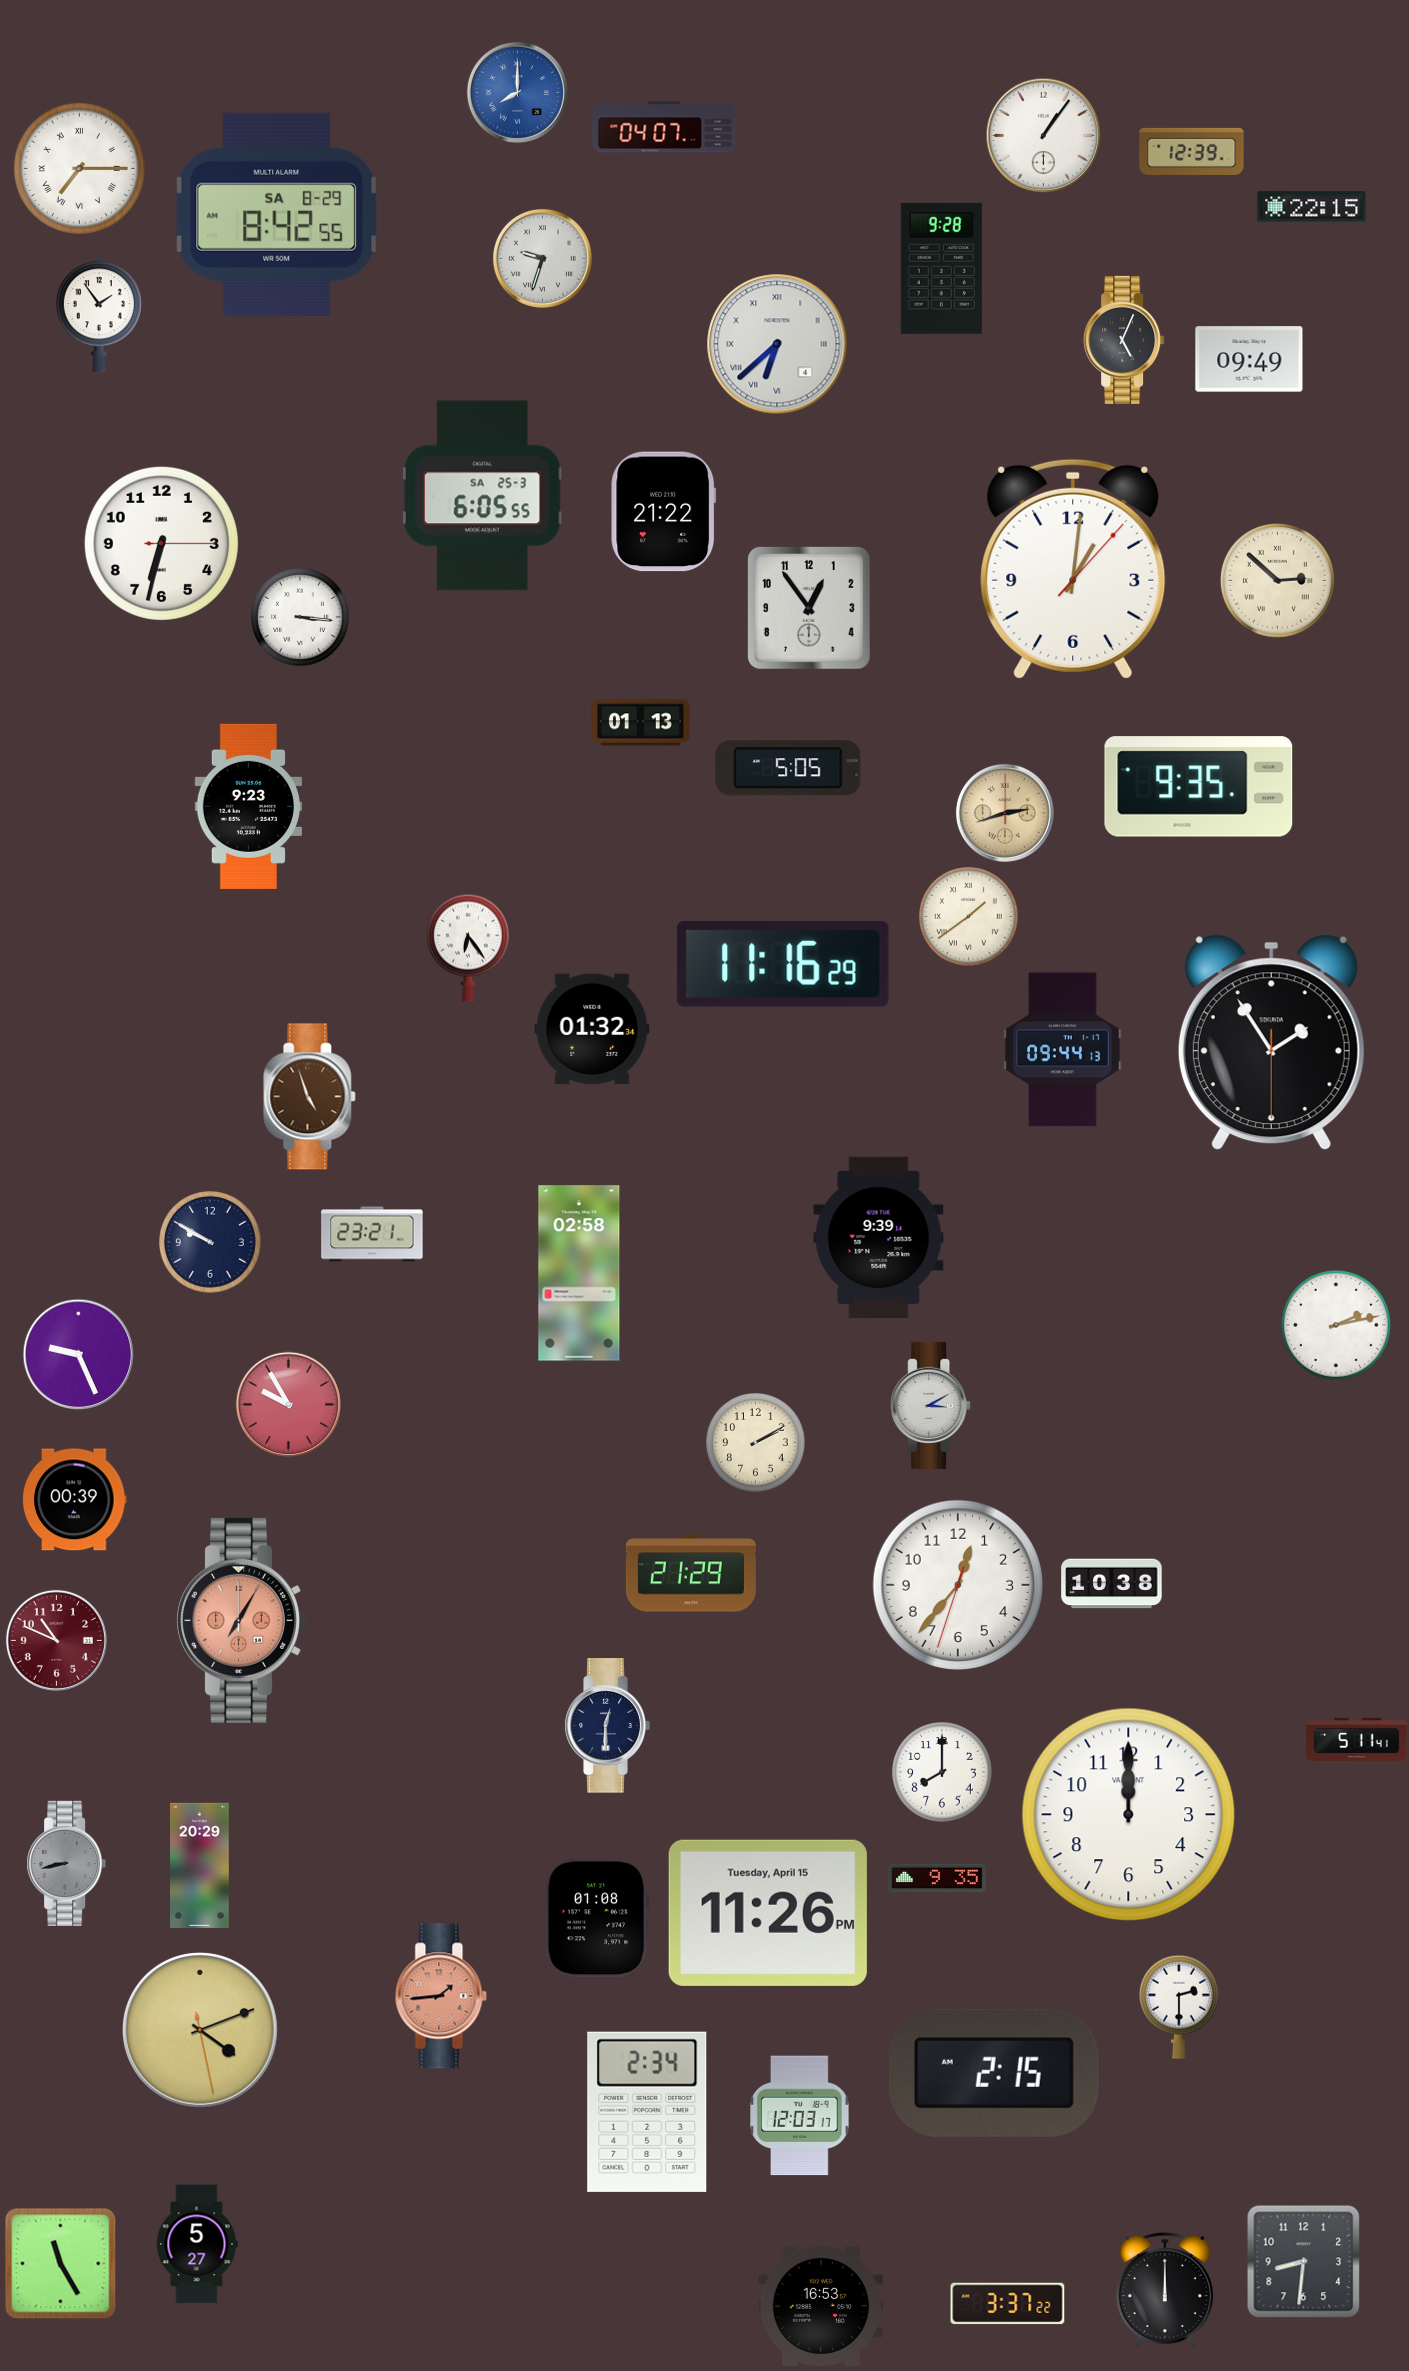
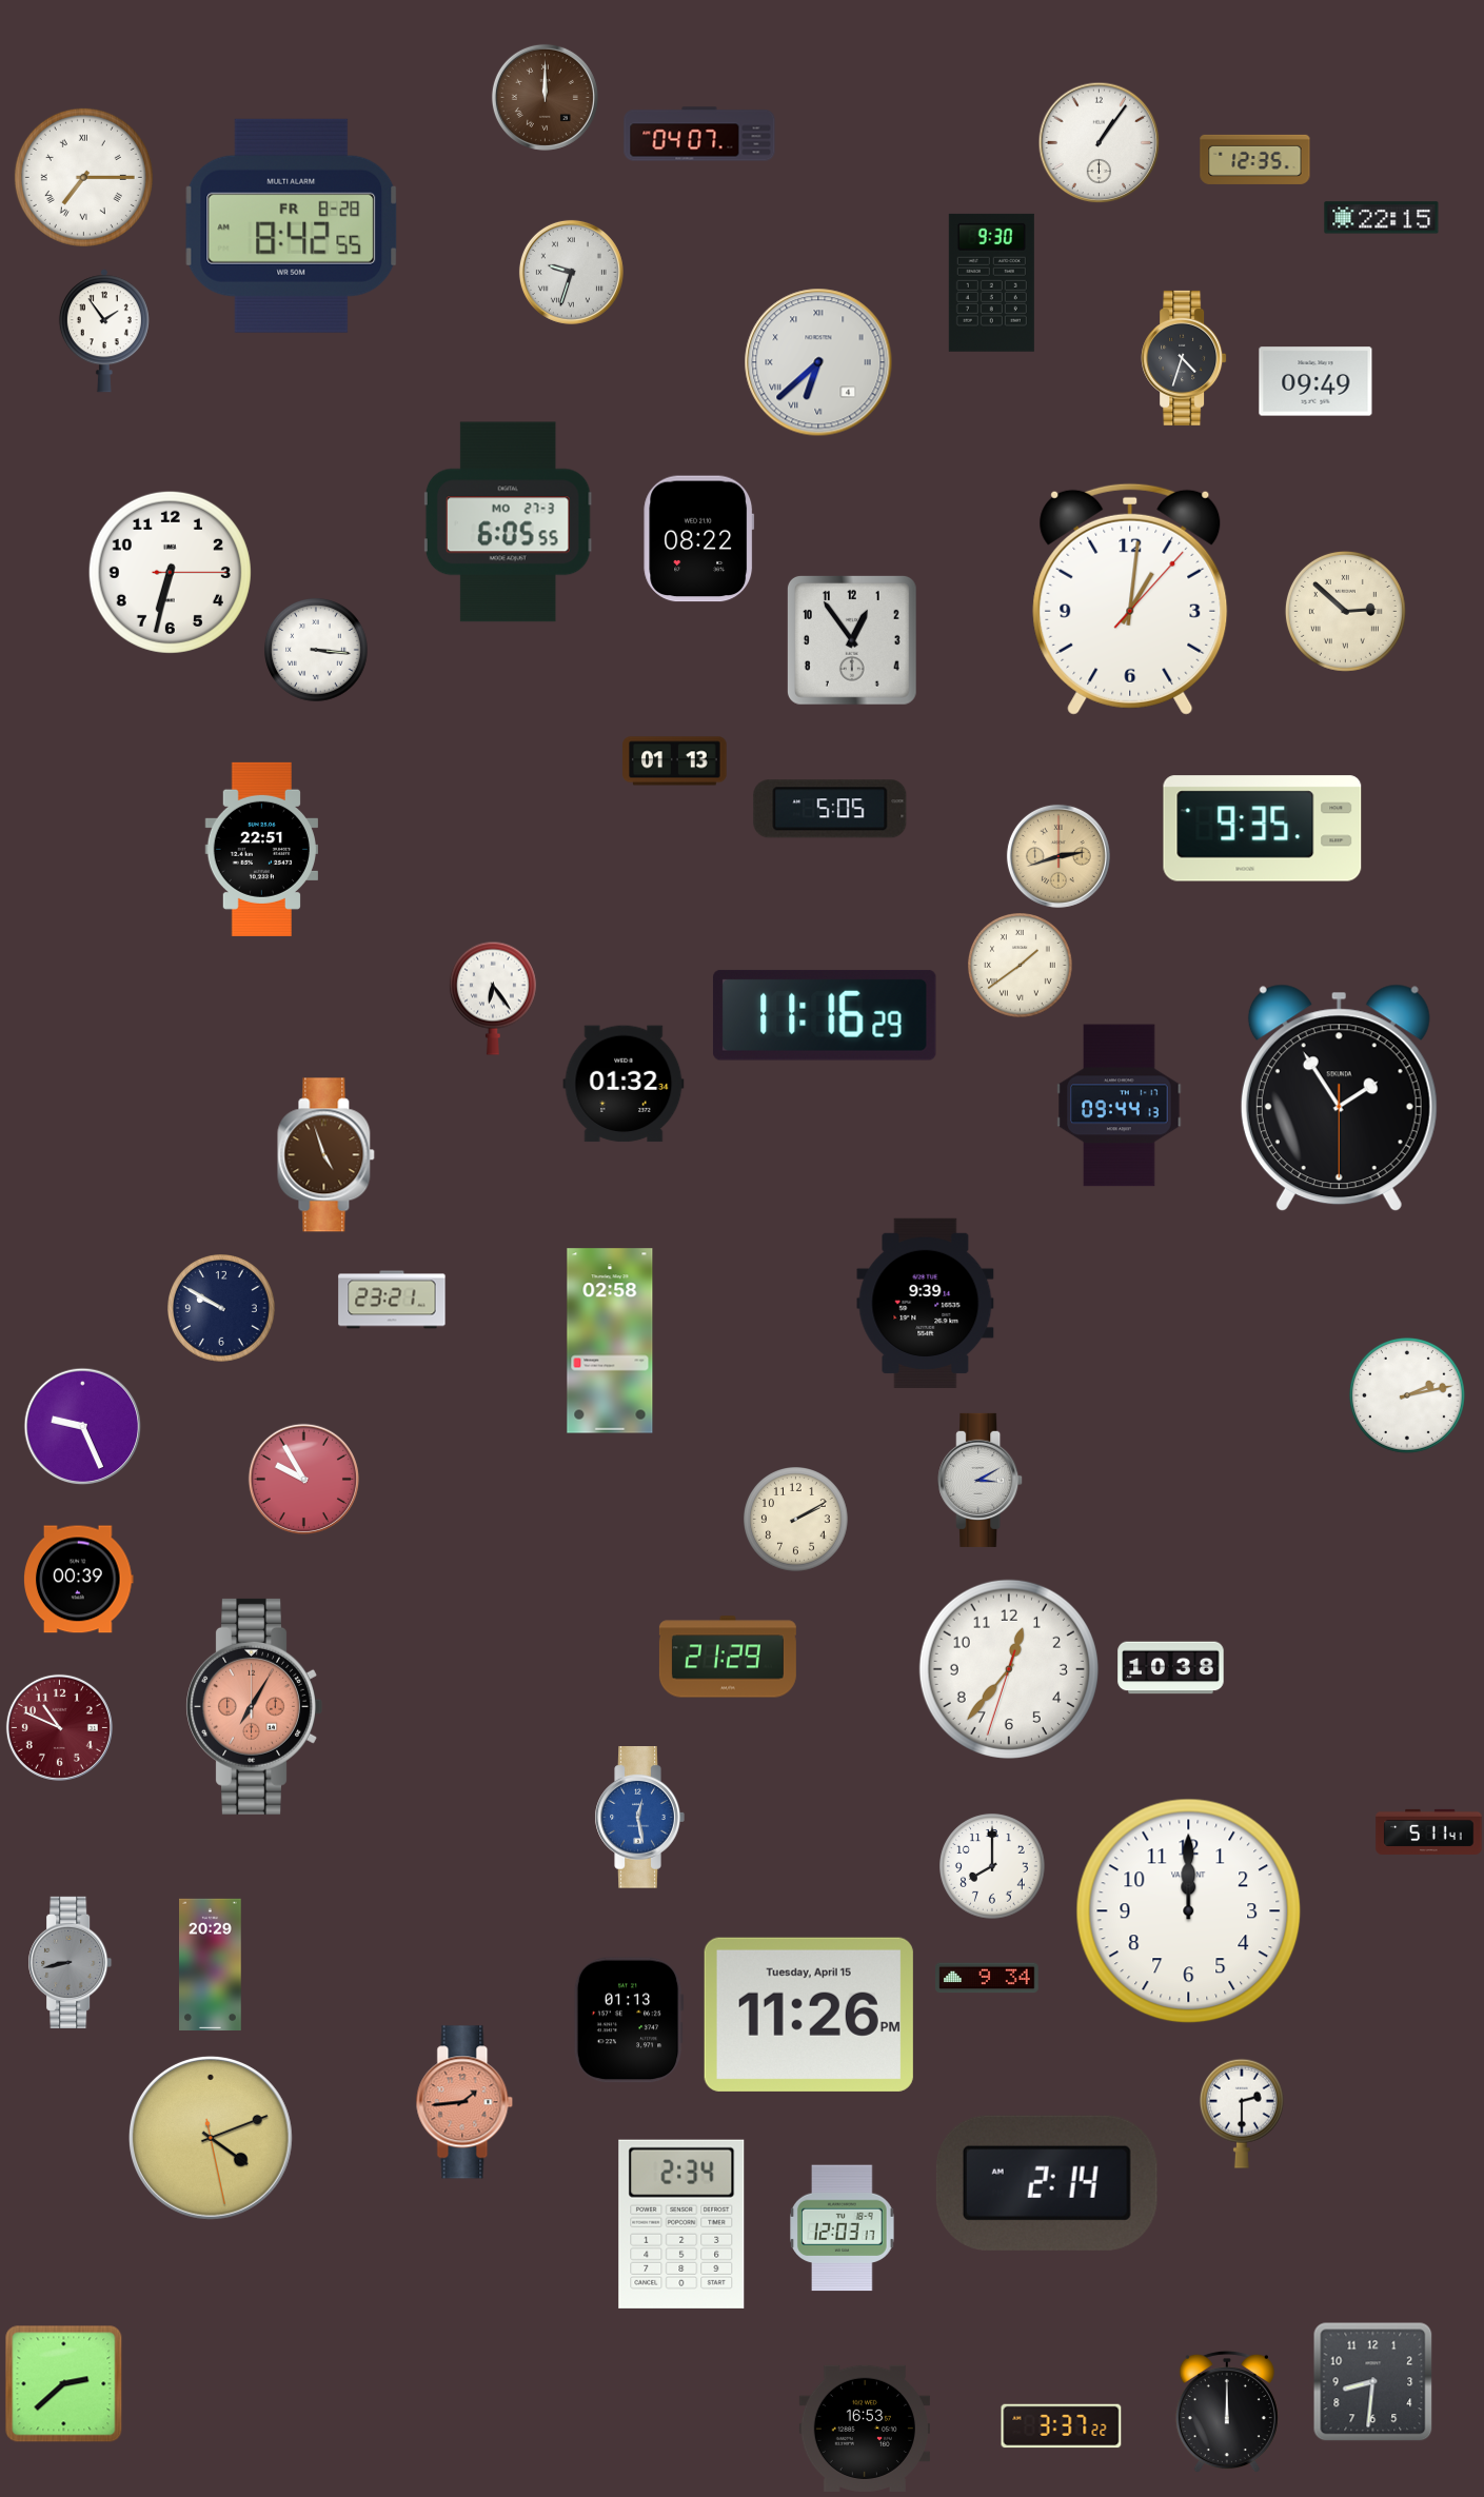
clock at (517, 92): 8:00 -> 12:00
clock at (517, 92) dial: blue -> brown
clock at (1192, 151): 12:39 -> 12:35
clock at (277, 214) date: SA 8-29 -> FR 8-28
clock at (941, 268): 9:28 -> 9:30
clock at (1124, 340): 5:04 -> 4:33
clock at (1249, 359) position: (1249, 359) -> (1315, 381)
clock at (482, 496) date: SA 25-3 -> MO 27-3
clock at (664, 512): 21:22 -> 08:22
clock at (248, 806): 9:23 -> 22:51
clock at (607, 1726): 12:30 -> 12:28
clock at (607, 1726) dial: navy -> blue
clock at (937, 1878): 9:35 -> 9:34
clock at (597, 1918): 01:08 -> 01:13
clock at (994, 2073): 2:15 -> 2:14
clock at (197, 2244): 5:27 -> none
clock at (61, 2264): 11:25 -> 2:38
